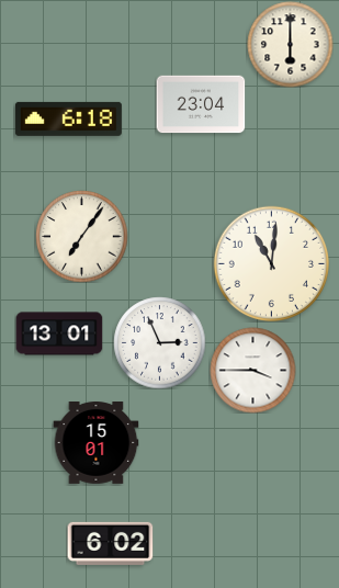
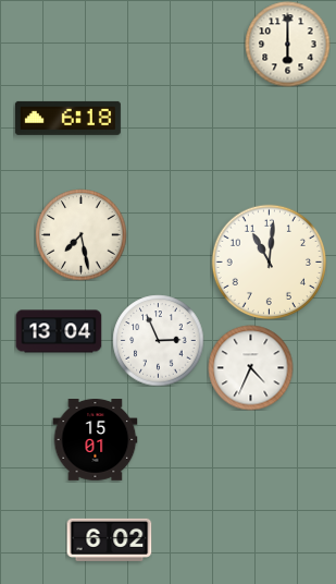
clock at (201, 104): 23:04 -> none
clock at (81, 236): 7:06 -> 7:28
clock at (59, 333): 13:01 -> 13:04
clock at (252, 370): 3:45 -> 4:34
